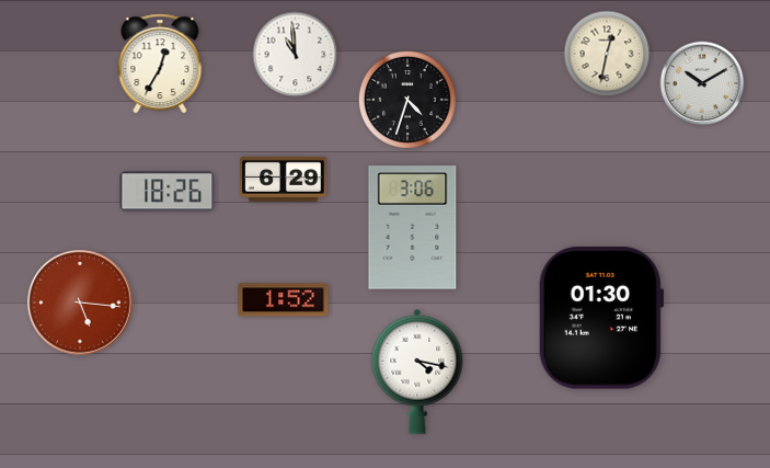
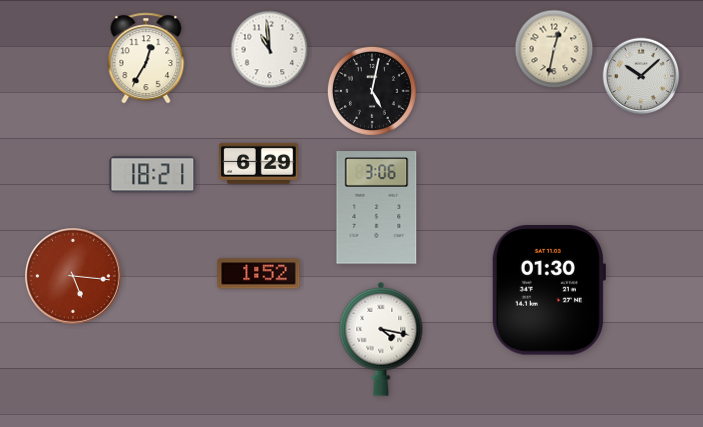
clock at (702, 83): 10:10 -> 10:08
clock at (407, 100): 4:33 -> 5:02
clock at (168, 192): 18:26 -> 18:21
